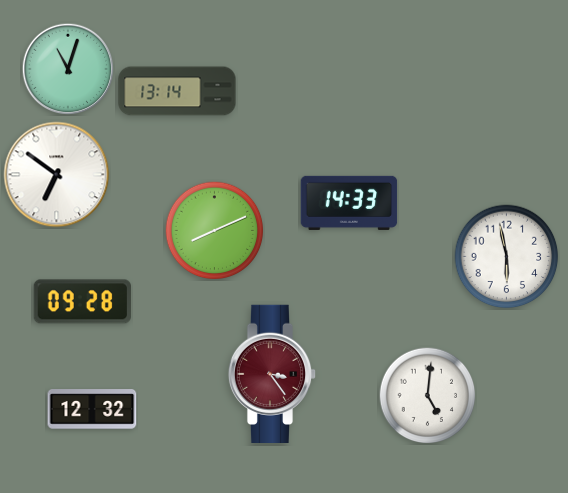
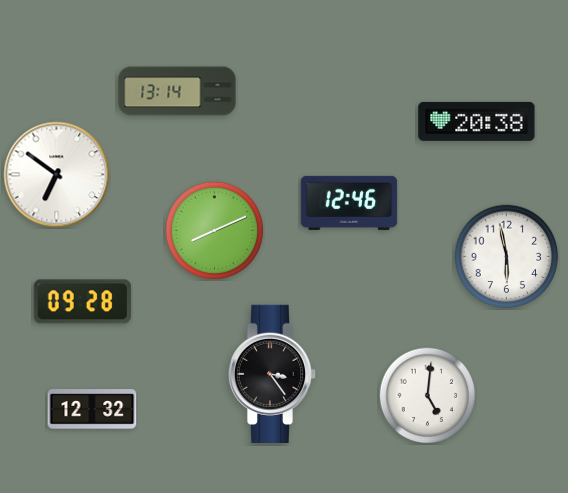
clock at (68, 69): 11:03 -> none
clock at (477, 121): none -> 20:38
clock at (349, 203): 14:33 -> 12:46
clock at (272, 373) dial: burgundy -> black
